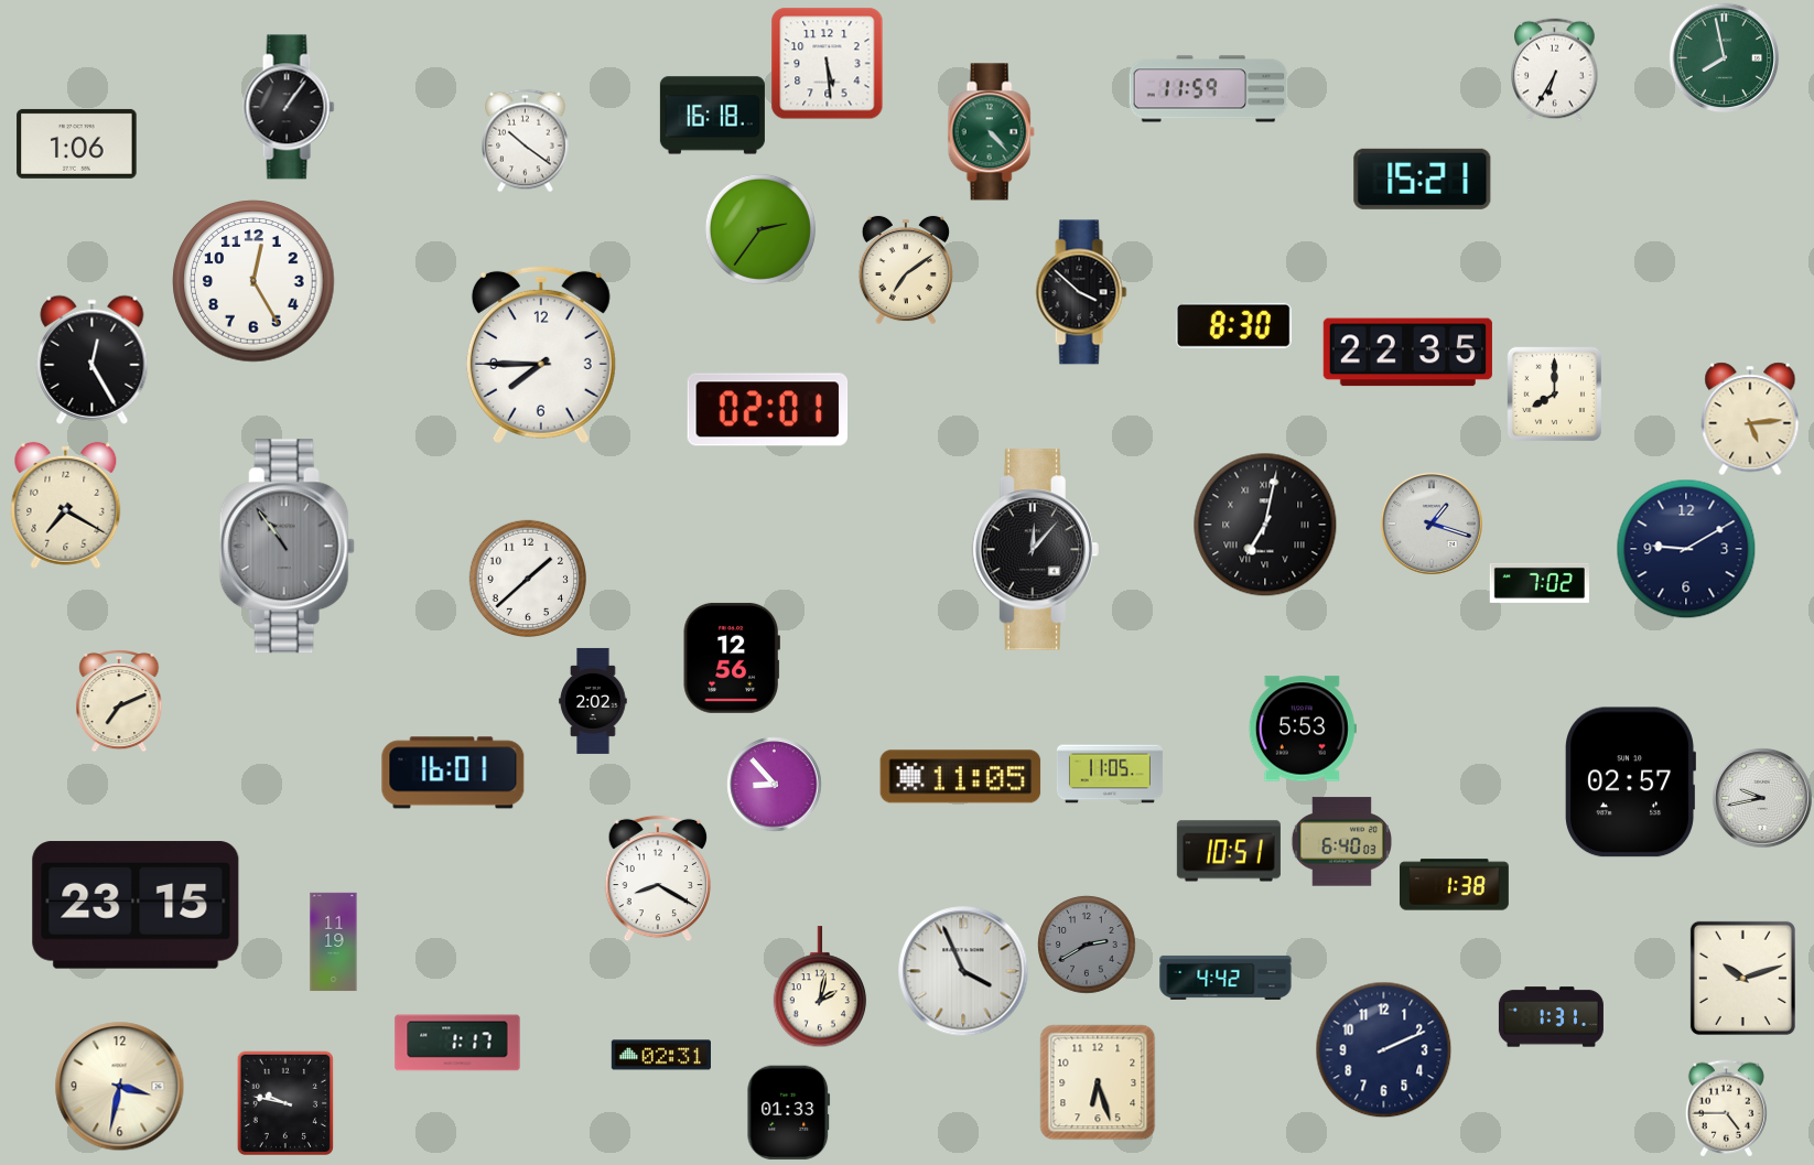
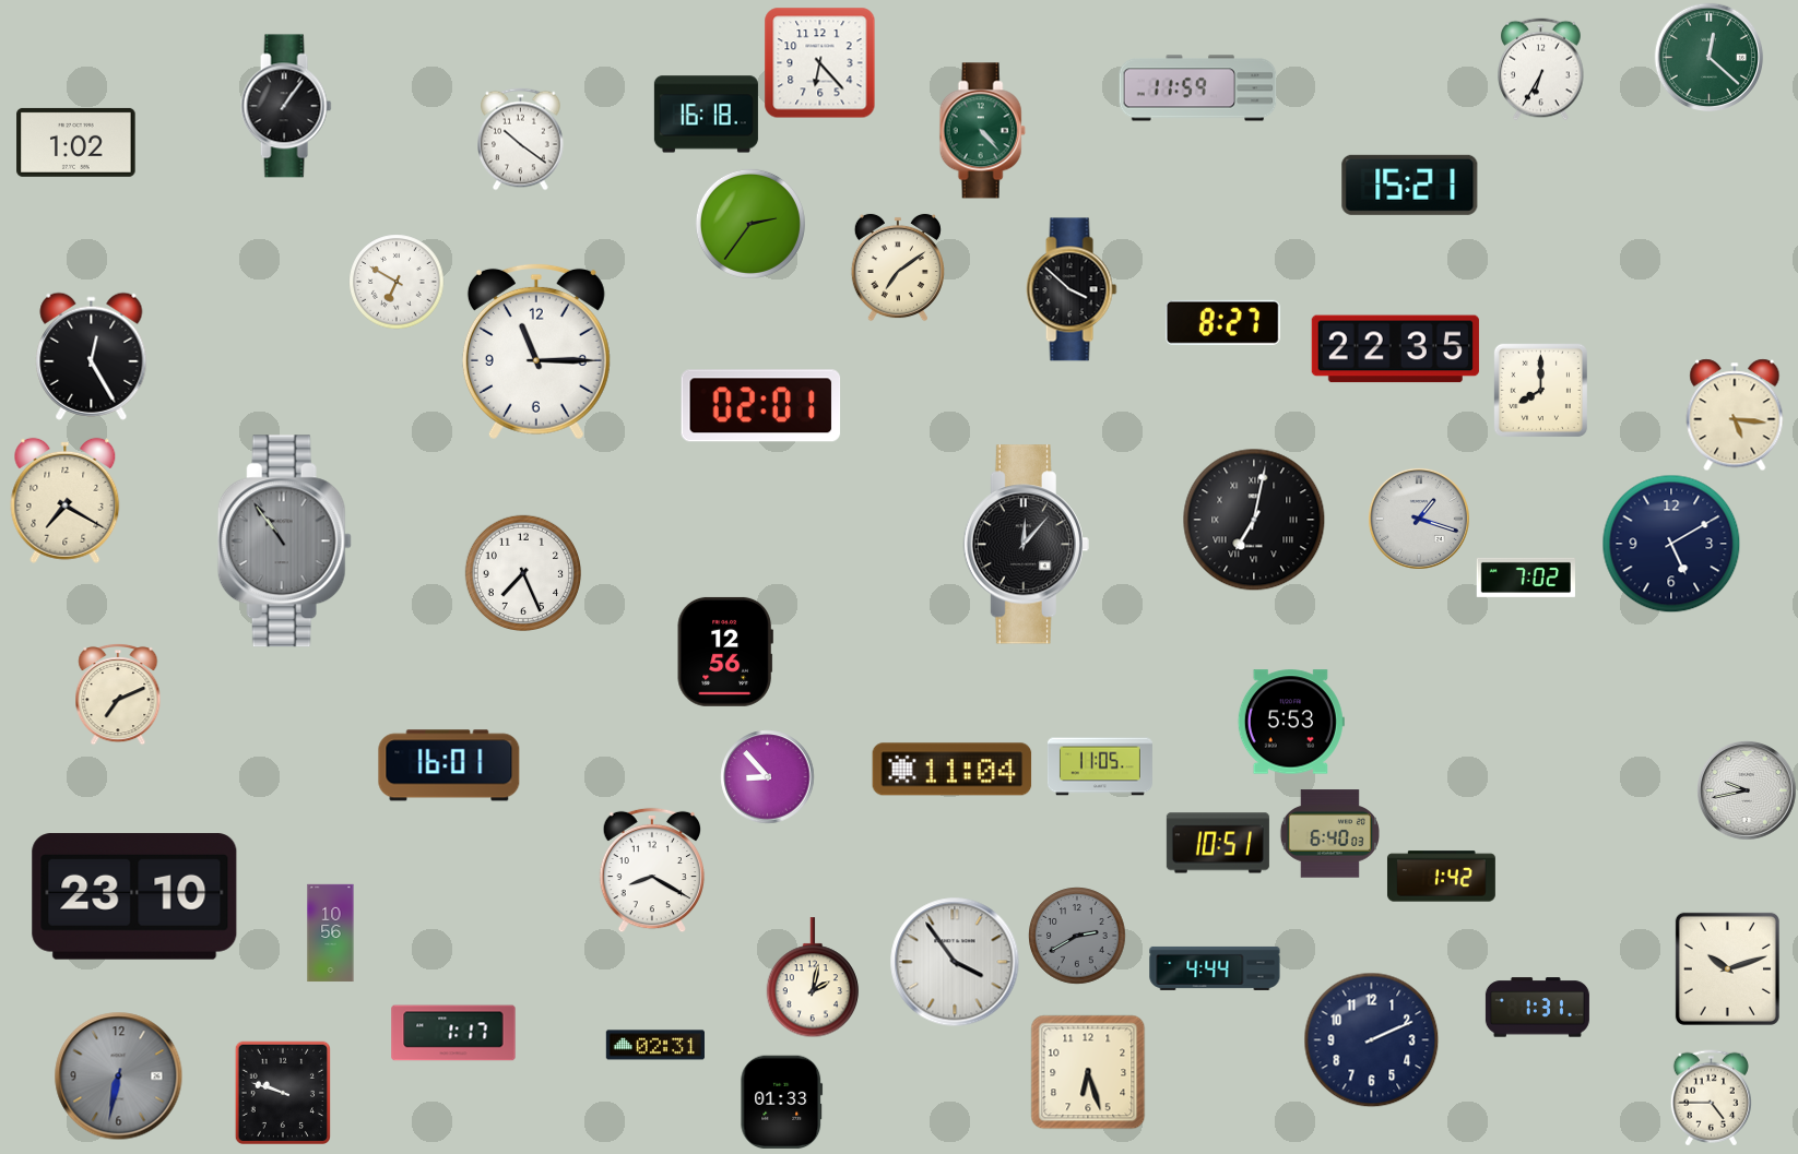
clock at (1724, 57): 7:58 -> 12:22
clock at (827, 63): 5:29 -> 6:23
clock at (77, 143): 1:06 -> 1:02
clock at (1423, 179) position: (1423, 179) -> (1410, 185)
clock at (760, 229) position: (760, 229) -> (750, 224)
clock at (253, 281): 12:25 -> none
clock at (397, 282): none -> 6:50
clock at (1233, 325): 8:30 -> 8:27
clock at (541, 355): 7:45 -> 11:15
clock at (1750, 419): 5:14 -> 5:16
clock at (1686, 549): 9:10 -> 5:10
clock at (527, 578): 1:38 -> 7:26
clock at (593, 701): 2:02 -> none
clock at (961, 777): 11:05 -> 11:04
clock at (1630, 783): 02:57 -> none
clock at (1454, 885): 1:38 -> 1:42
clock at (136, 905): 23:15 -> 23:10
clock at (334, 941): 11:19 -> 10:56
clock at (963, 971): 3:56 -> 3:54
clock at (1225, 978): 4:42 -> 4:44
clock at (119, 1086): 3:32 -> 6:32
clock at (119, 1086) dial: cream -> grey
clock at (284, 1102): 9:47 -> 9:48
